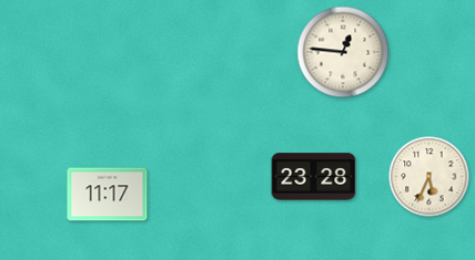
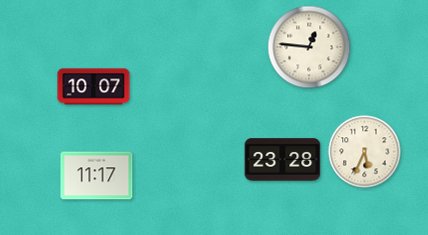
clock at (94, 87): none -> 10:07
clock at (429, 177) position: (429, 177) -> (365, 152)
